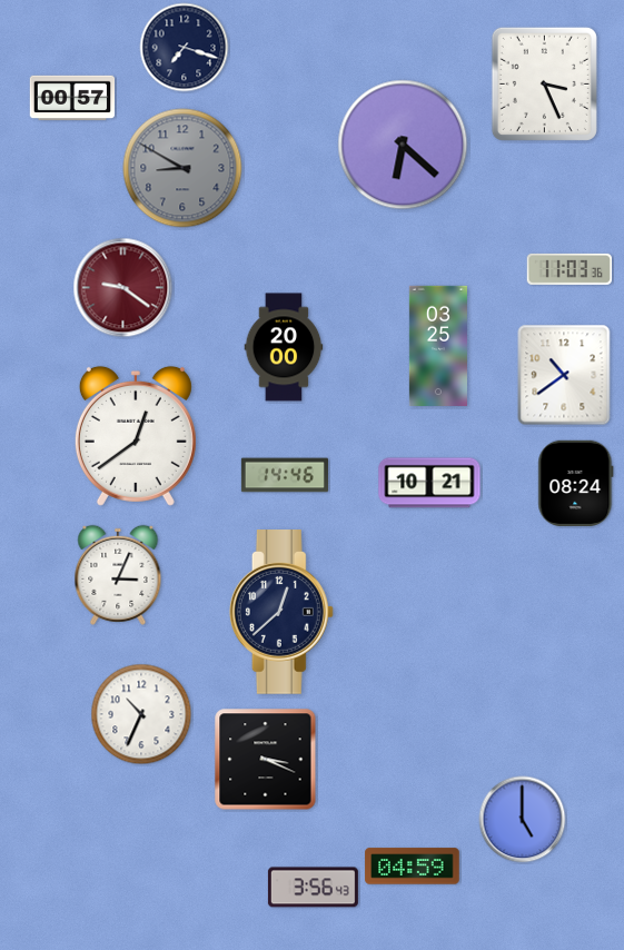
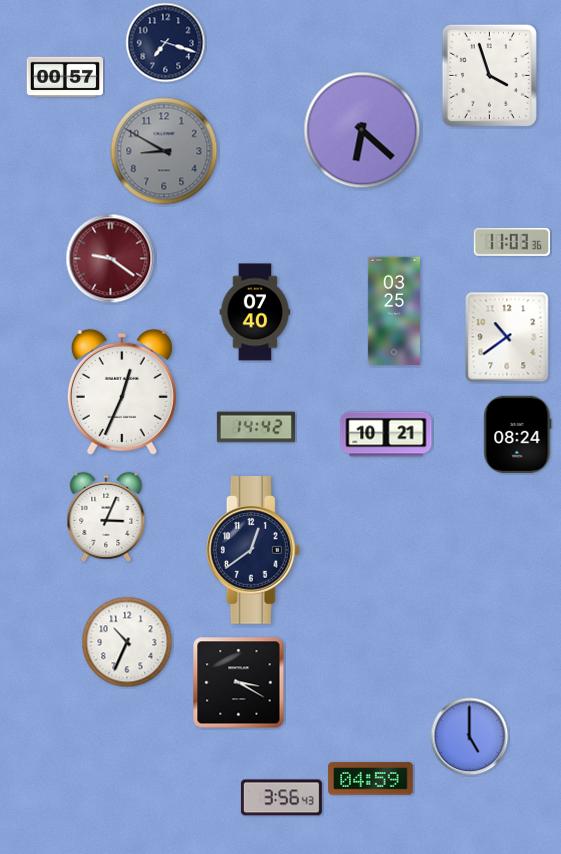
clock at (544, 83): 3:26 -> 3:57
clock at (72, 98) position: (72, 98) -> (65, 77)
clock at (284, 347): 20:00 -> 07:40
clock at (136, 436): 12:39 -> 12:34
clock at (285, 475): 14:46 -> 14:42
clock at (281, 613): 12:38 -> 12:39
clock at (266, 760): 3:19 -> 3:20
